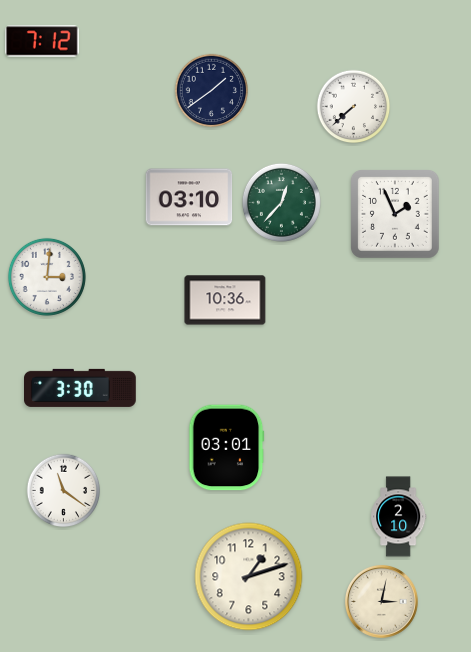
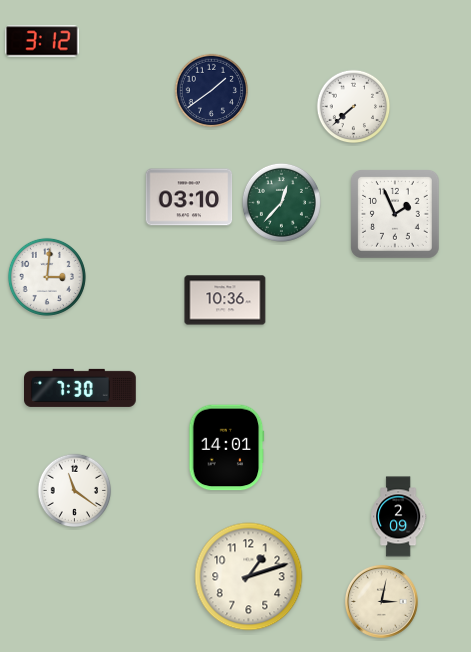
clock at (42, 41): 7:12 -> 3:12
clock at (81, 388): 3:30 -> 7:30
clock at (227, 448): 03:01 -> 14:01
clock at (64, 491) position: (64, 491) -> (75, 491)
clock at (399, 517): 2:10 -> 2:09
